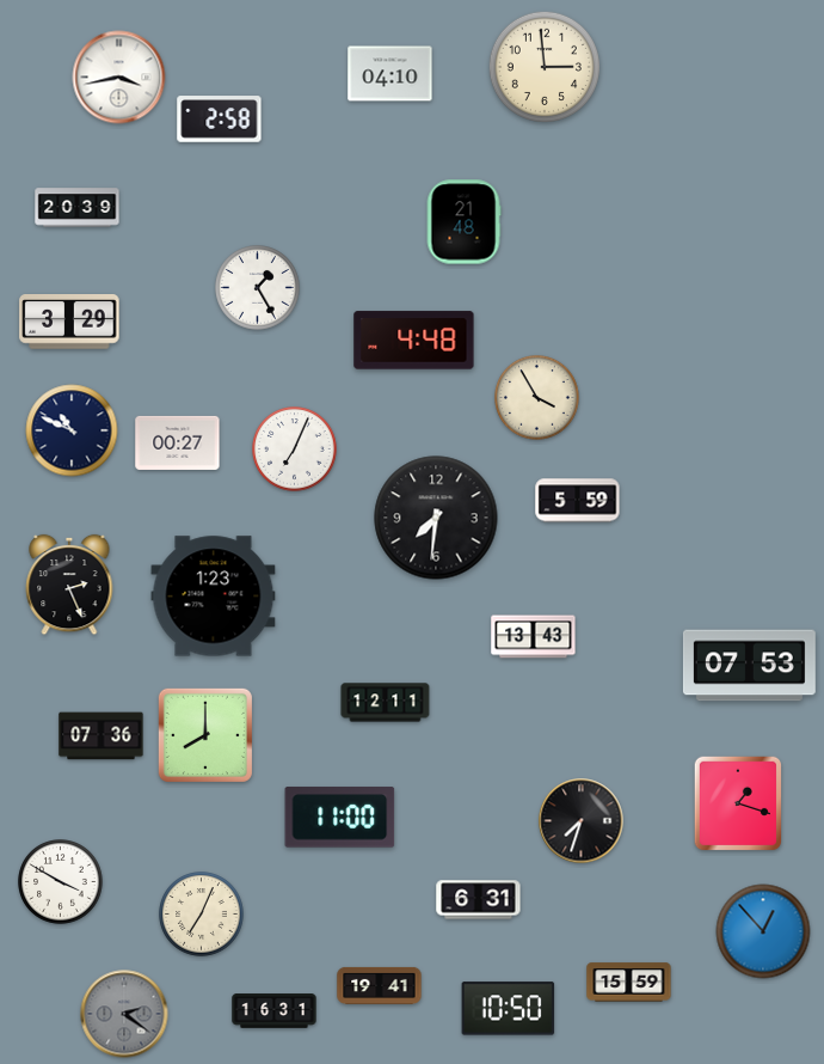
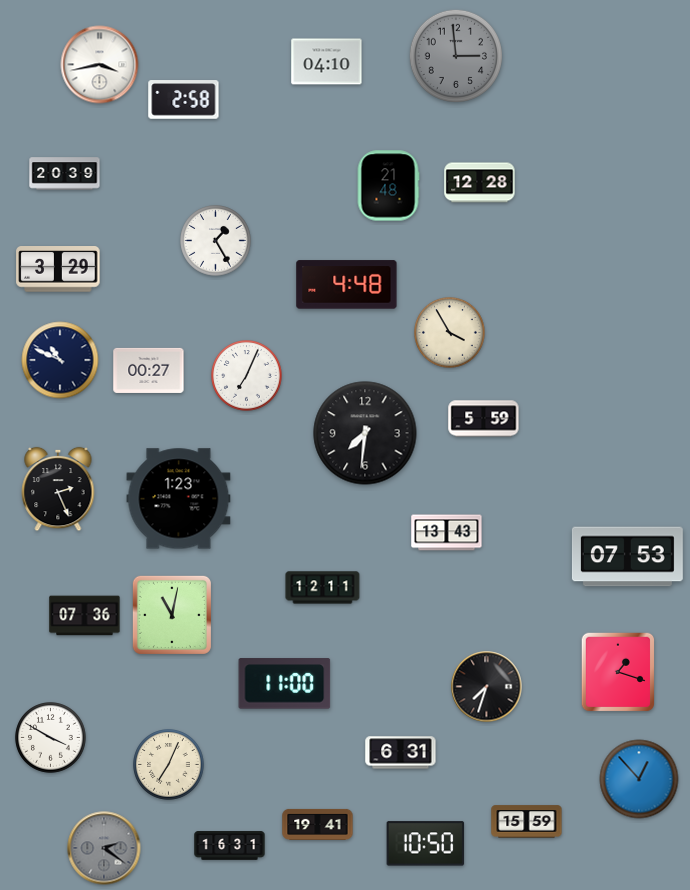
clock at (543, 66) dial: cream -> grey
clock at (480, 183): none -> 12:28
clock at (205, 735): 8:00 -> 11:02
